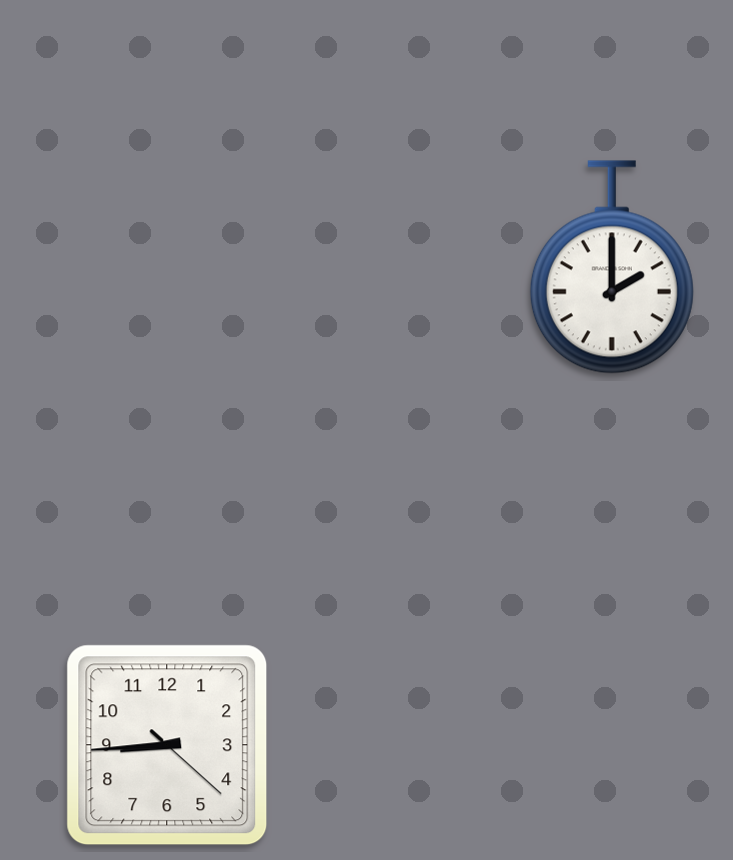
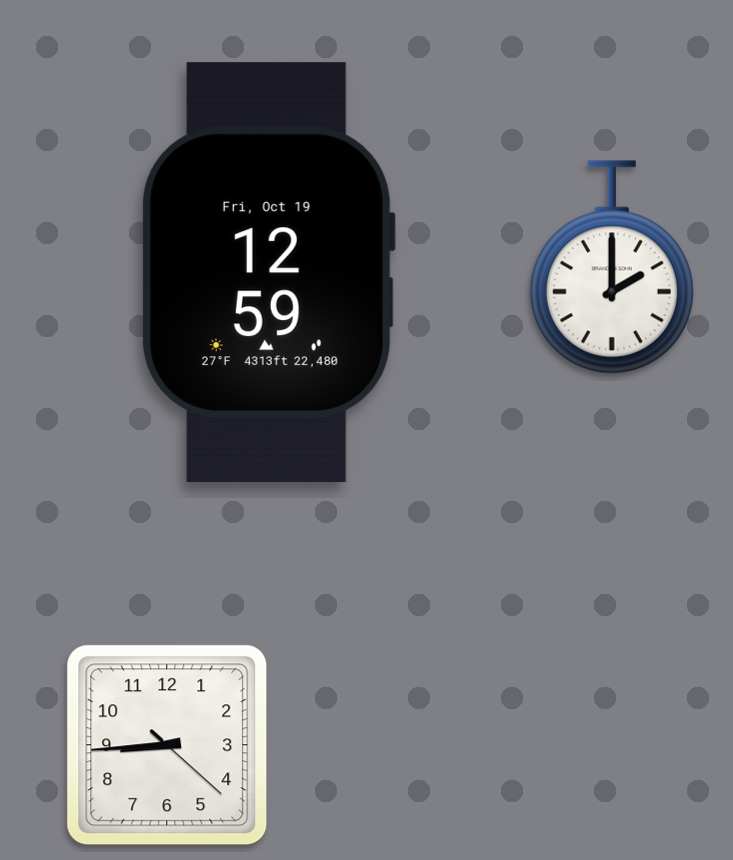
clock at (268, 272): none -> 12:59
